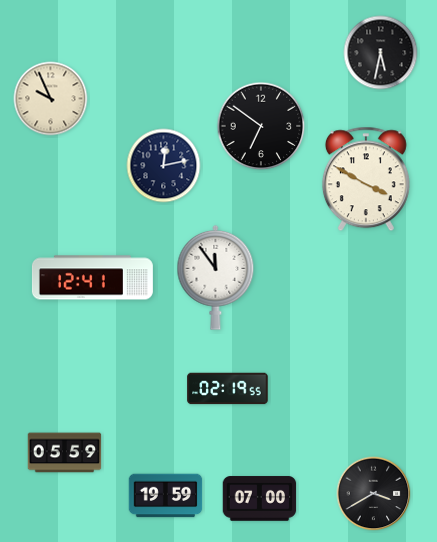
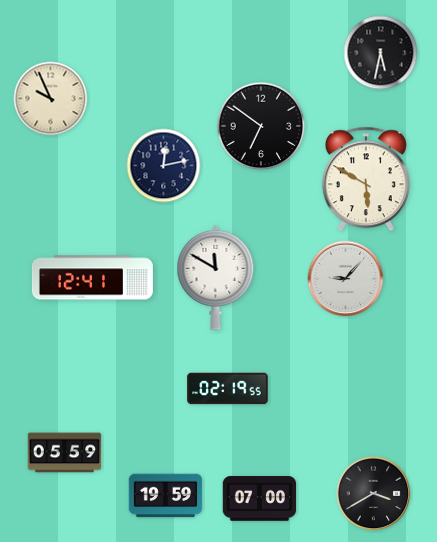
clock at (366, 179): 3:50 -> 5:50
clock at (216, 277): 11:54 -> 11:50
clock at (346, 279): none -> 9:07
